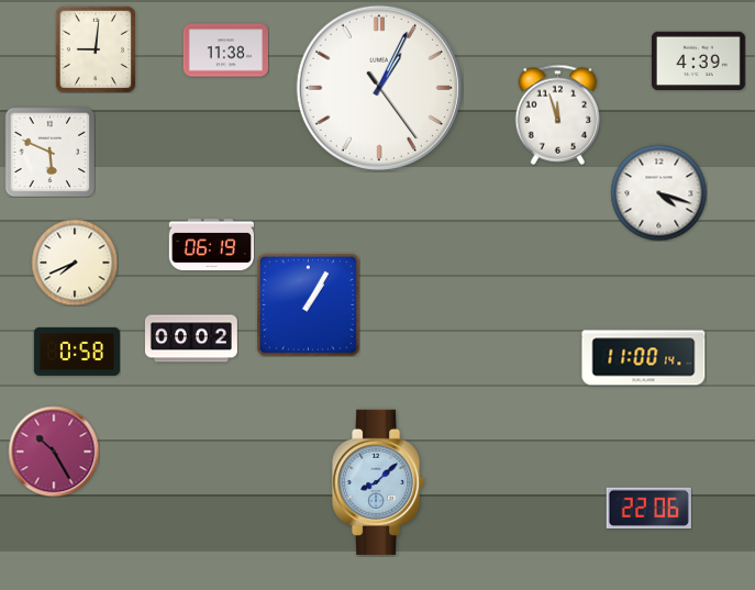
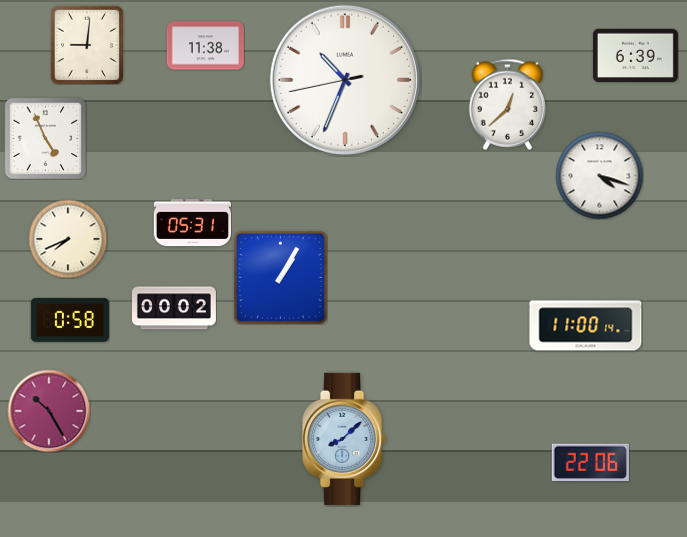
clock at (698, 62): 4:39 -> 6:39
clock at (379, 88): 1:04 -> 10:33
clock at (558, 114): 11:57 -> 12:38
clock at (49, 152): 5:49 -> 4:56
clock at (211, 245): 06:19 -> 05:31
